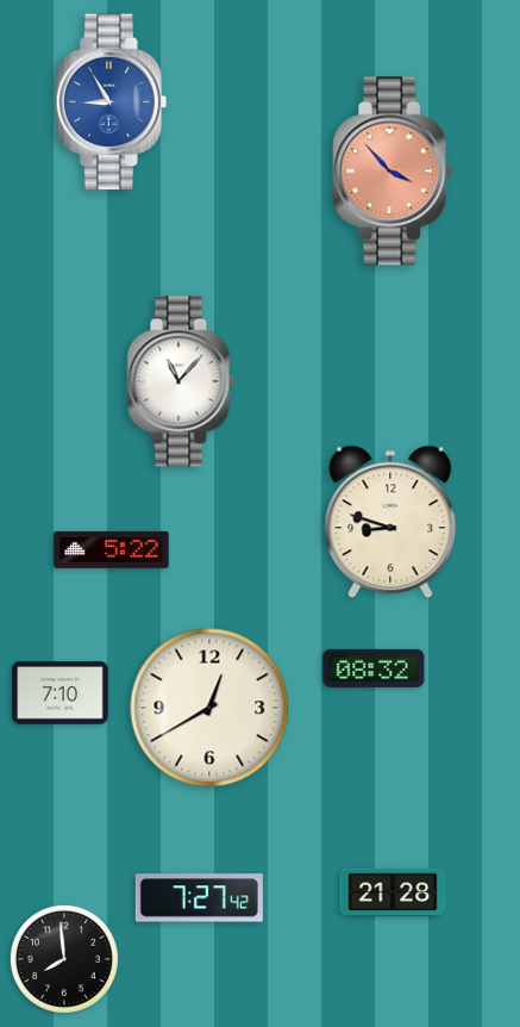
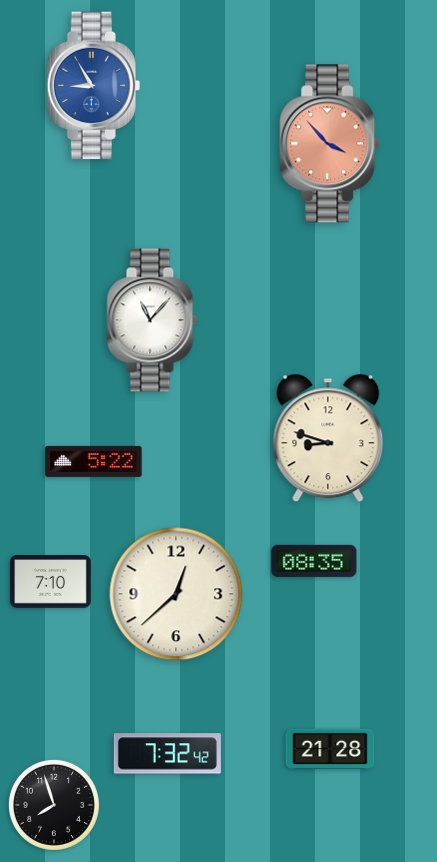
clock at (374, 668): 08:32 -> 08:35
clock at (209, 708): 12:40 -> 12:38
clock at (199, 898): 7:27 -> 7:32
clock at (64, 959): 7:59 -> 7:57
